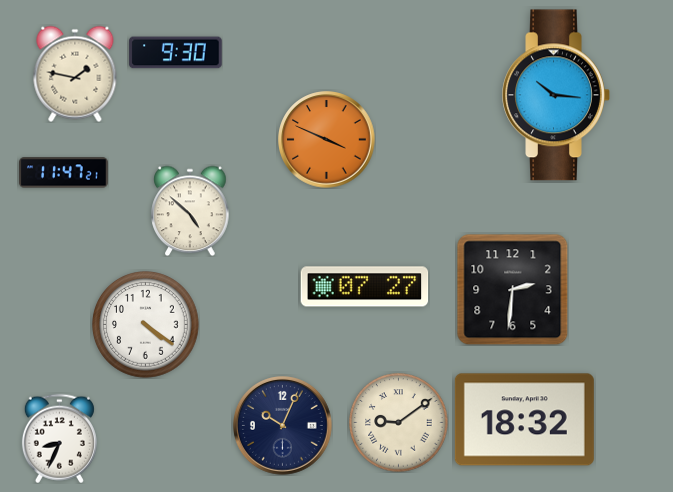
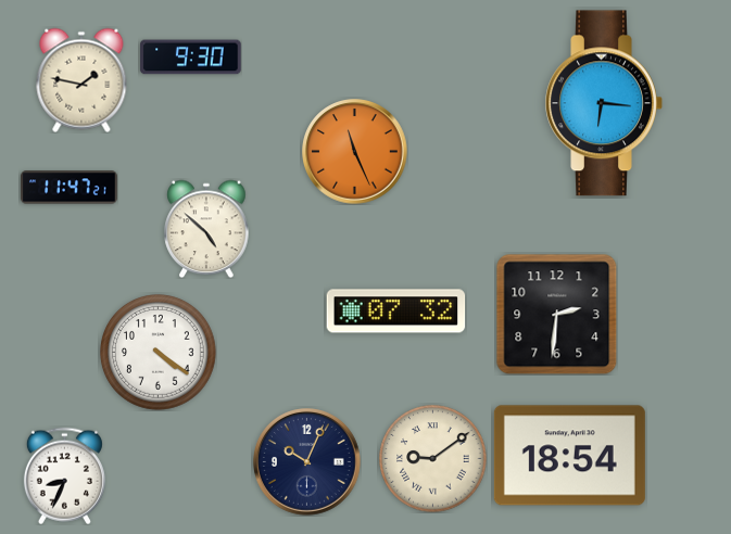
clock at (556, 95): 10:16 -> 6:16
clock at (327, 140): 3:49 -> 11:26
clock at (365, 287): 07:27 -> 07:32
clock at (524, 420): 18:32 -> 18:54
